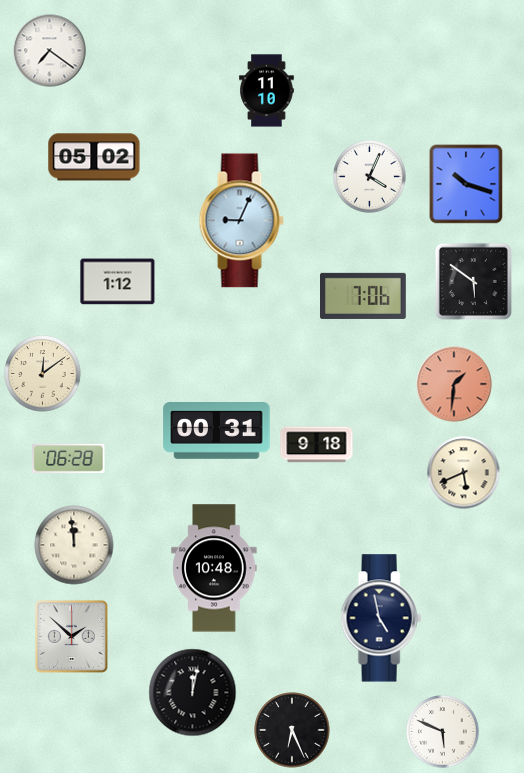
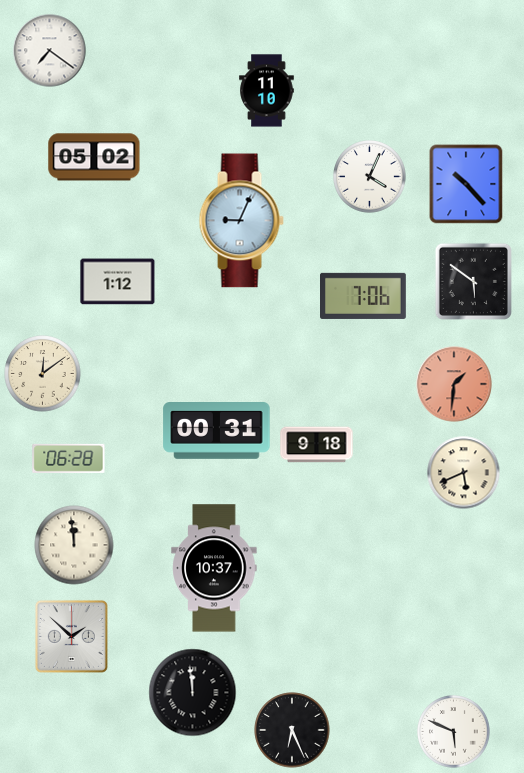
clock at (466, 184): 10:18 -> 10:23
clock at (214, 568): 10:48 -> 10:37
clock at (381, 618): 4:58 -> none
clock at (193, 693): 12:02 -> 11:59
clock at (443, 732) position: (443, 732) -> (454, 732)
